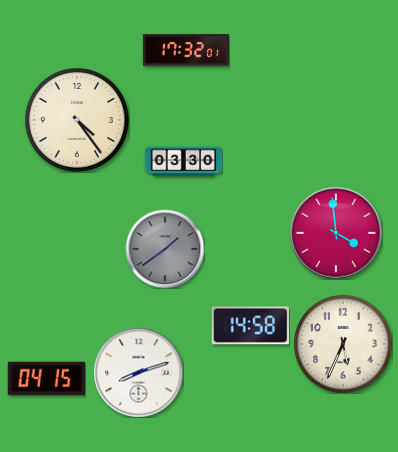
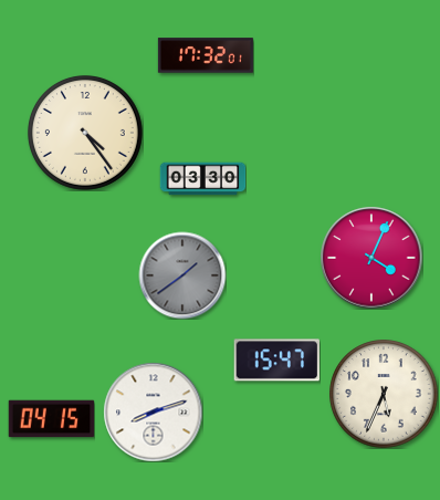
clock at (336, 233): 3:59 -> 4:04
clock at (250, 326): 14:58 -> 15:47
clock at (343, 344) position: (343, 344) -> (384, 394)
